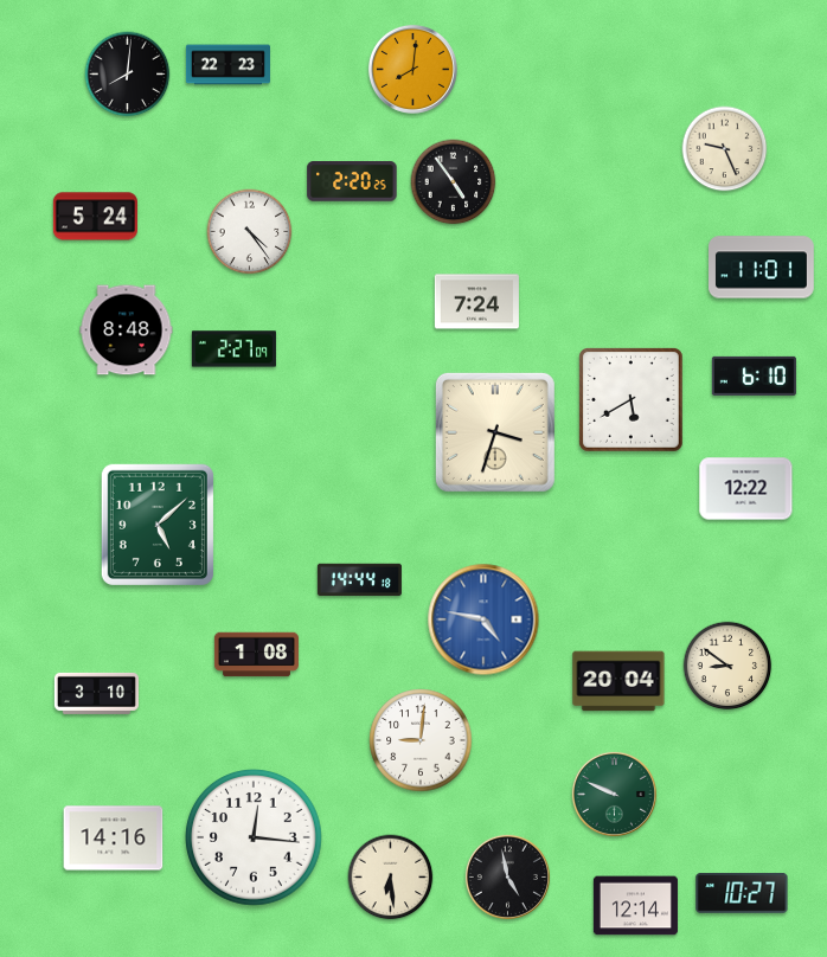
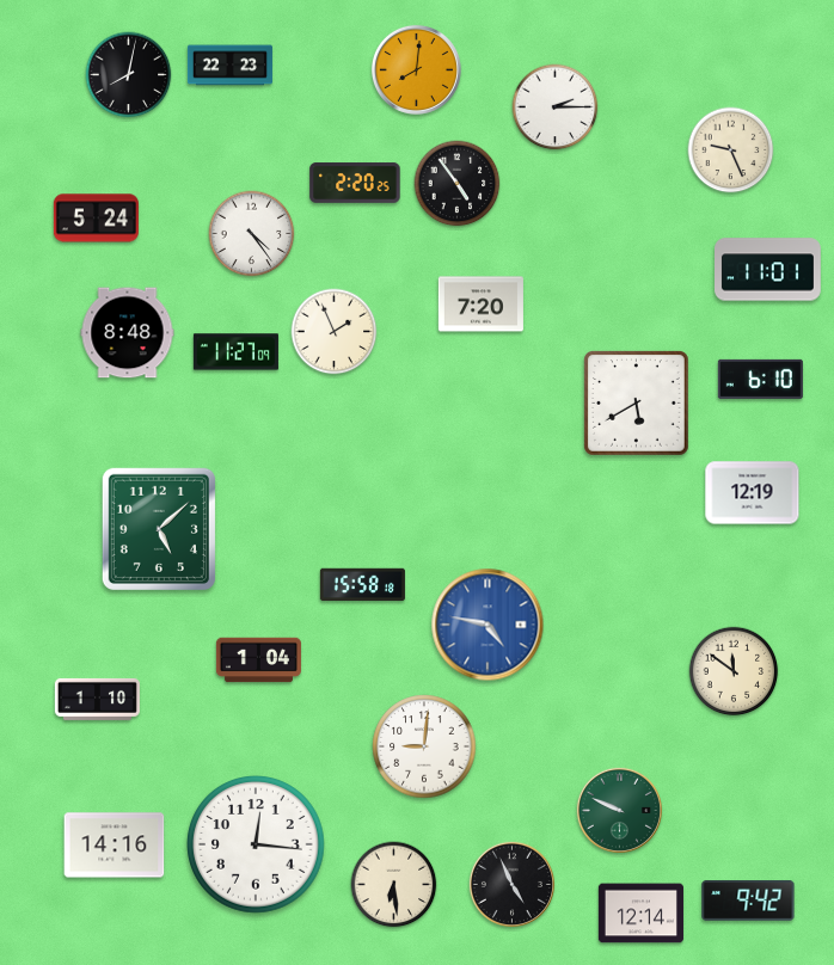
clock at (128, 75): 8:01 -> 8:02
clock at (556, 107): none -> 2:15
clock at (476, 302): 7:24 -> 7:20
clock at (335, 332): none -> 1:56
clock at (233, 349): 2:27 -> 11:27
clock at (495, 432): 3:33 -> none
clock at (746, 489): 12:22 -> 12:19
clock at (359, 580): 14:44 -> 15:58
clock at (256, 655): 1:08 -> 1:04
clock at (727, 666): 8:51 -> 11:51
clock at (618, 681): 20:04 -> none
clock at (96, 693): 3:10 -> 1:10
clock at (614, 794) position: (614, 794) -> (619, 810)
clock at (507, 876): 4:58 -> 4:56
clock at (742, 893): 10:27 -> 9:42
